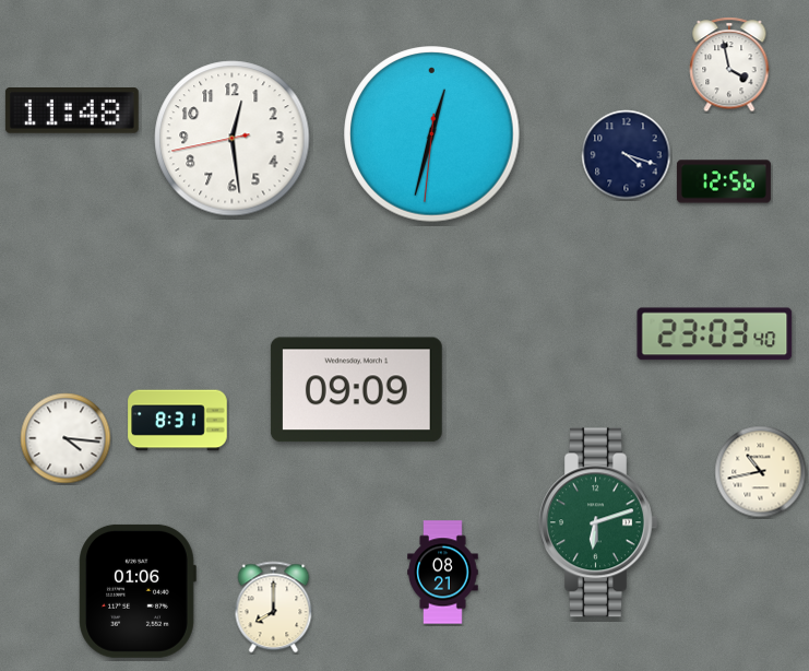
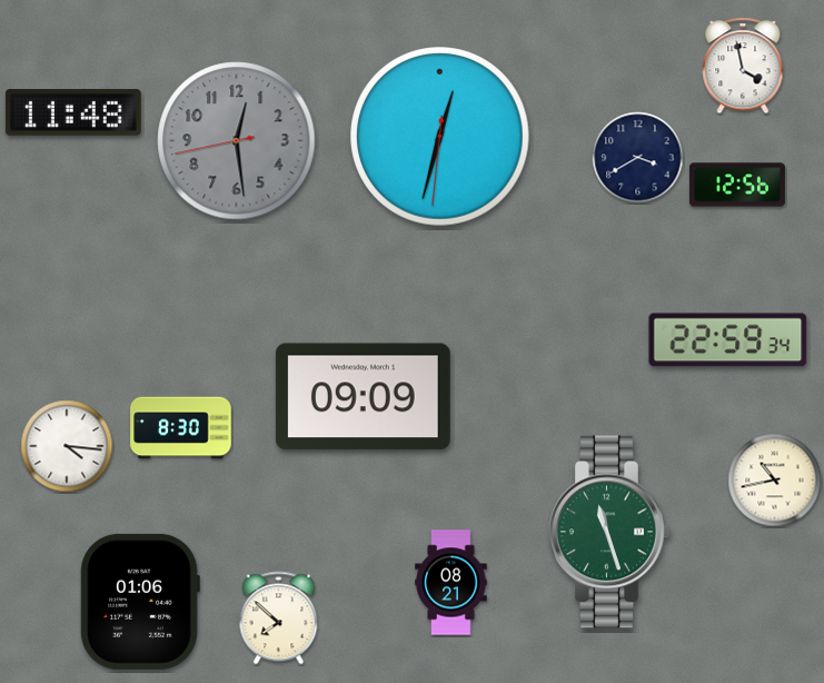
clock at (233, 139) dial: white -> grey
clock at (627, 155): 4:18 -> 3:40
clock at (715, 334): 23:03 -> 22:59
clock at (178, 421): 8:31 -> 8:30
clock at (599, 522): 6:12 -> 11:27
clock at (274, 608): 8:00 -> 7:52
